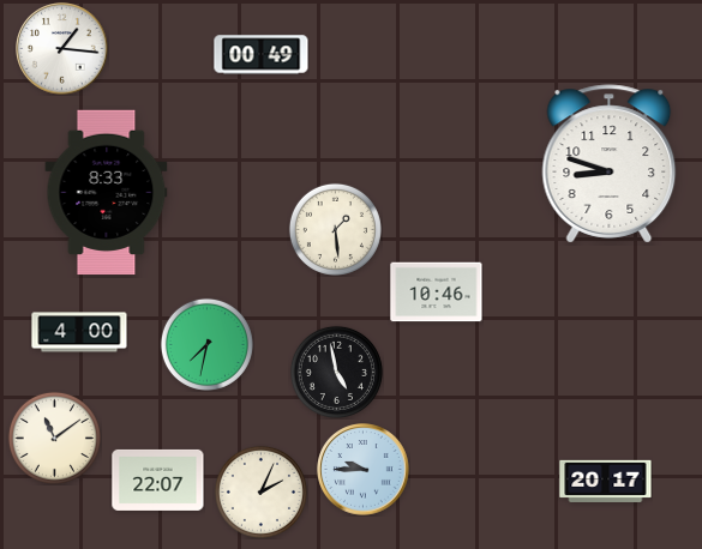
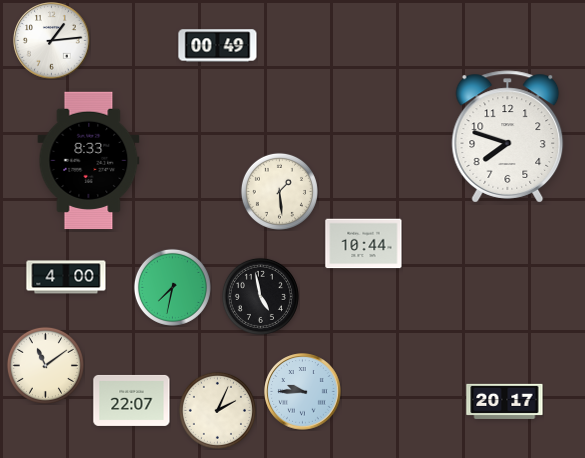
clock at (62, 49): 1:16 -> 1:14
clock at (610, 164): 8:48 -> 7:48
clock at (437, 292): 10:46 -> 10:44
clock at (336, 372) position: (336, 372) -> (260, 296)
